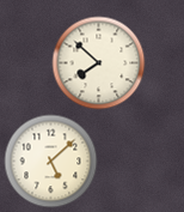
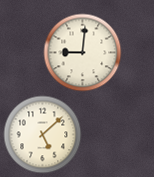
clock at (98, 62): 7:52 -> 9:01
